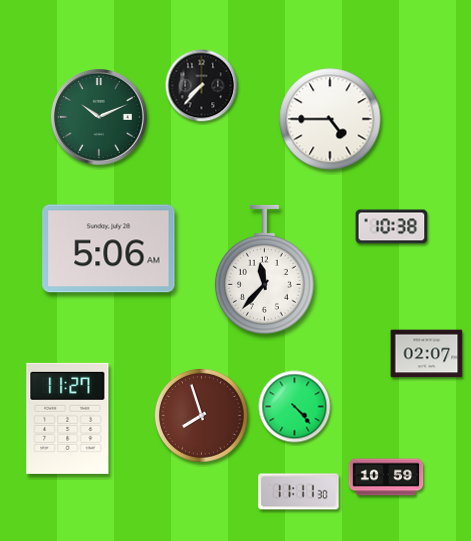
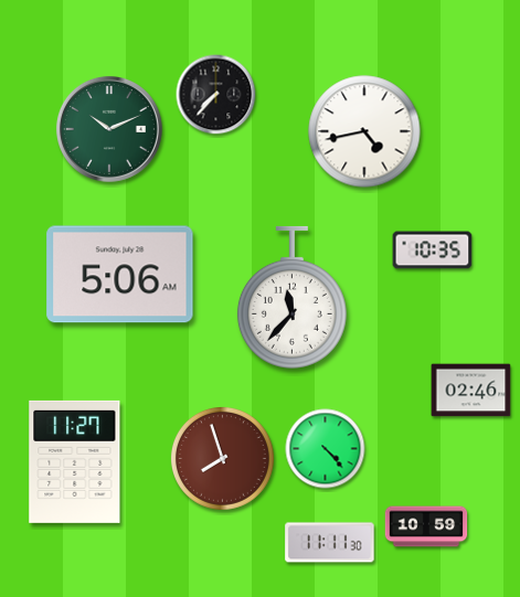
clock at (202, 86) position: (202, 86) -> (216, 95)
clock at (330, 119): 4:45 -> 4:43
clock at (392, 227): 10:38 -> 10:35
clock at (427, 354): 02:07 -> 02:46
